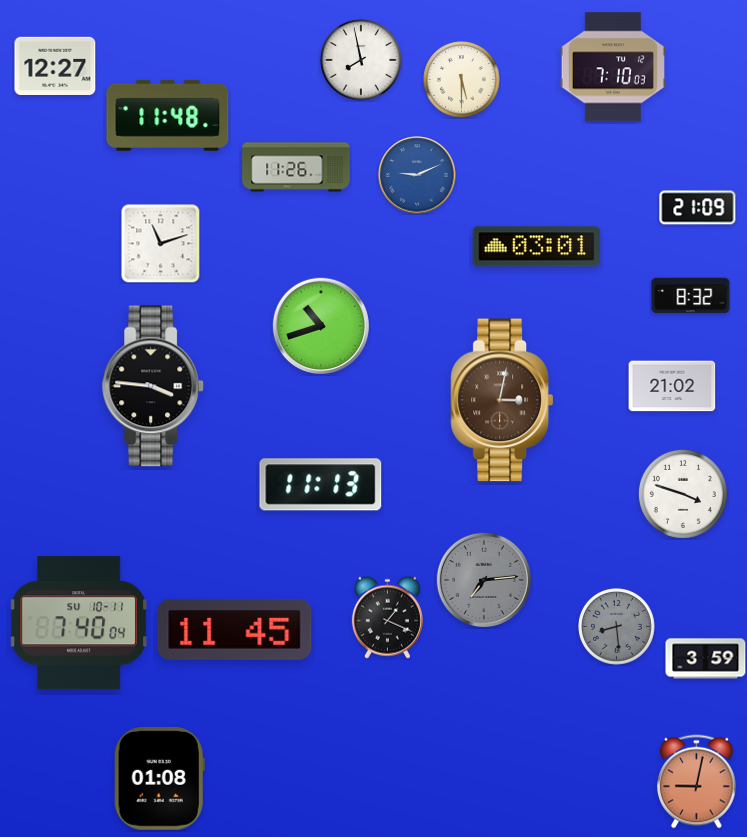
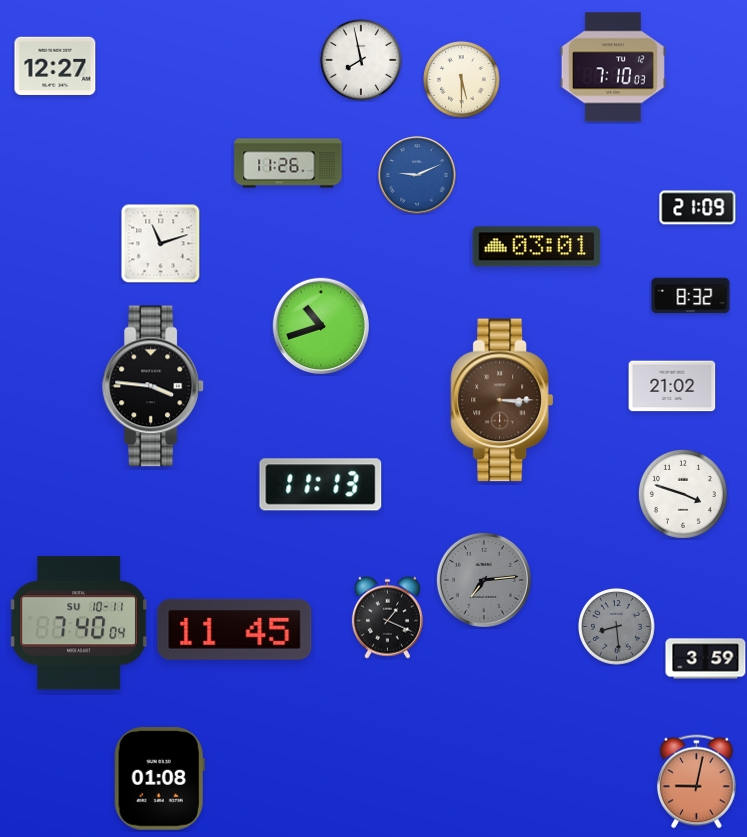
clock at (168, 115): 11:48 -> none
clock at (296, 167) position: (296, 167) -> (288, 163)
clock at (501, 400): 3:02 -> 3:15
